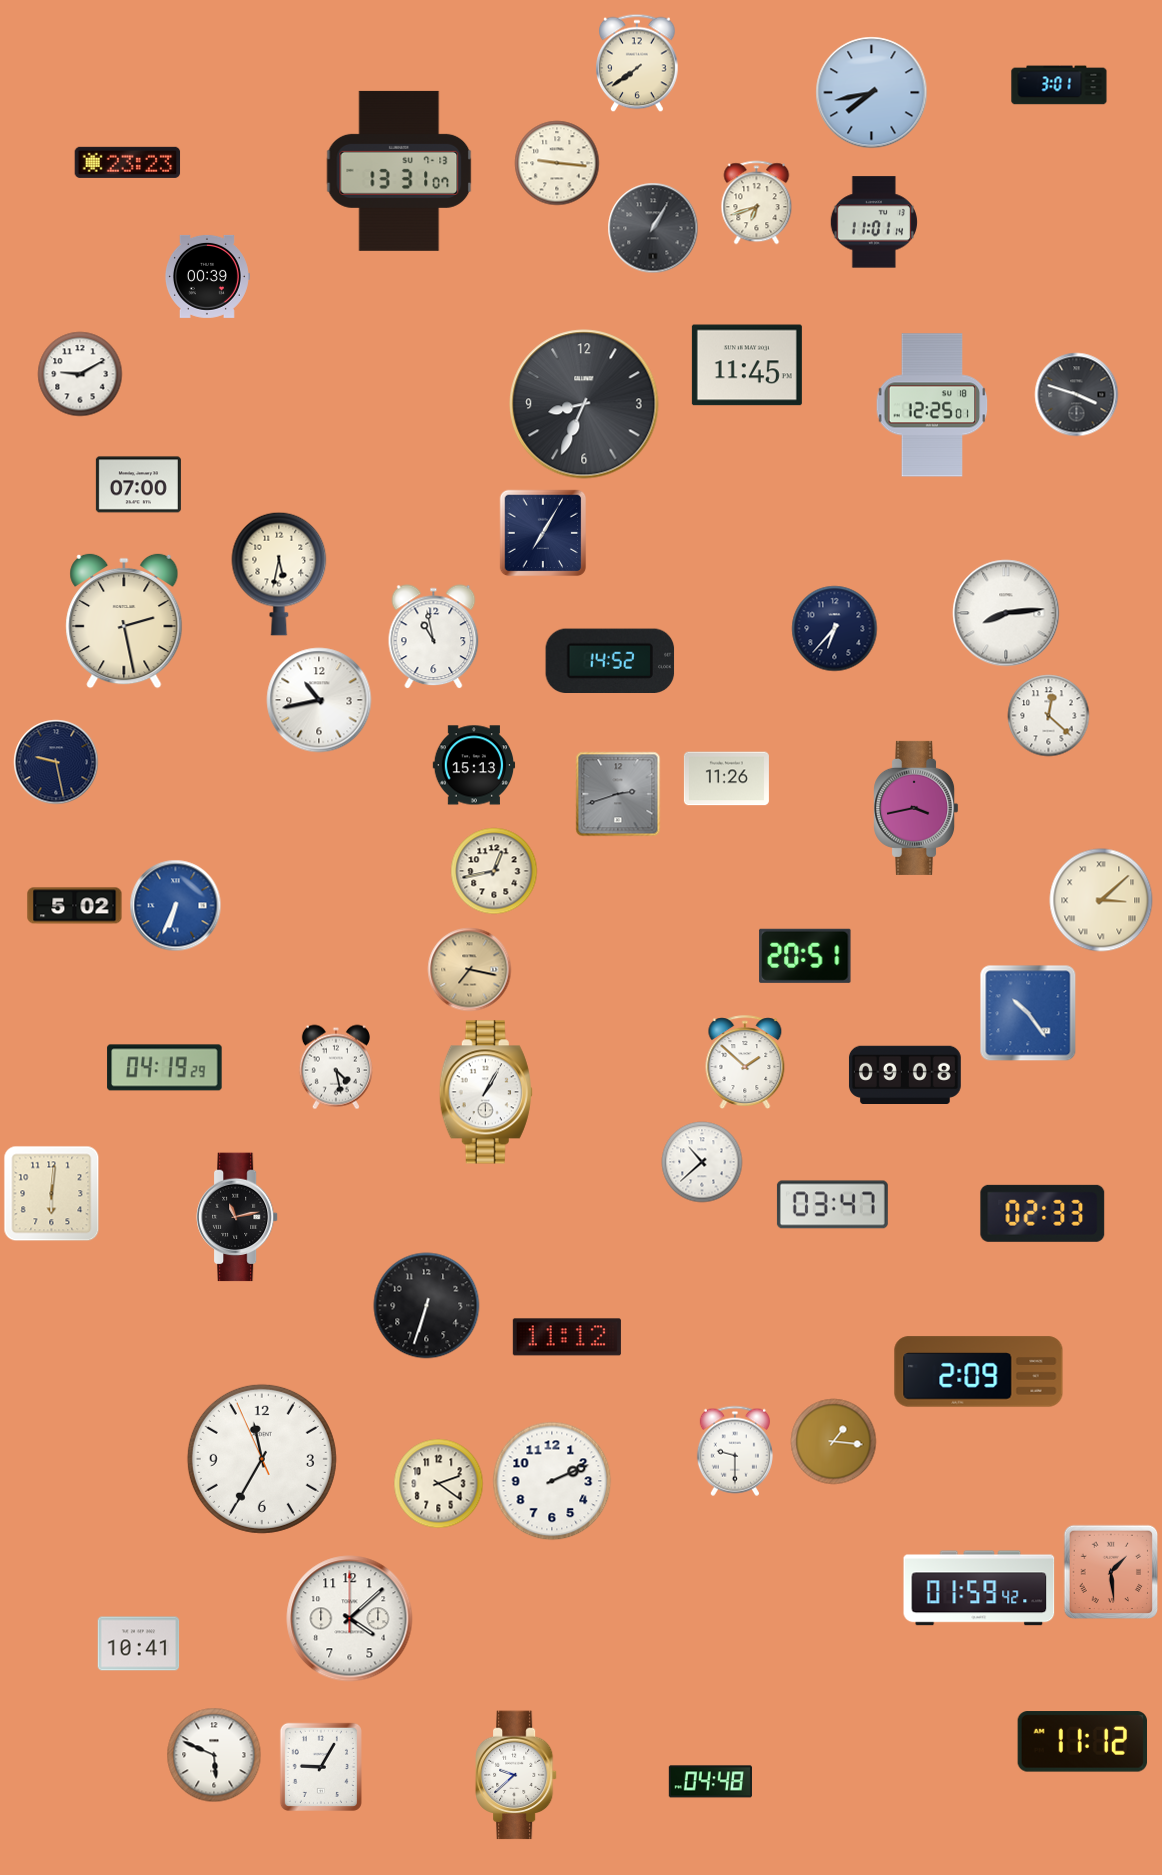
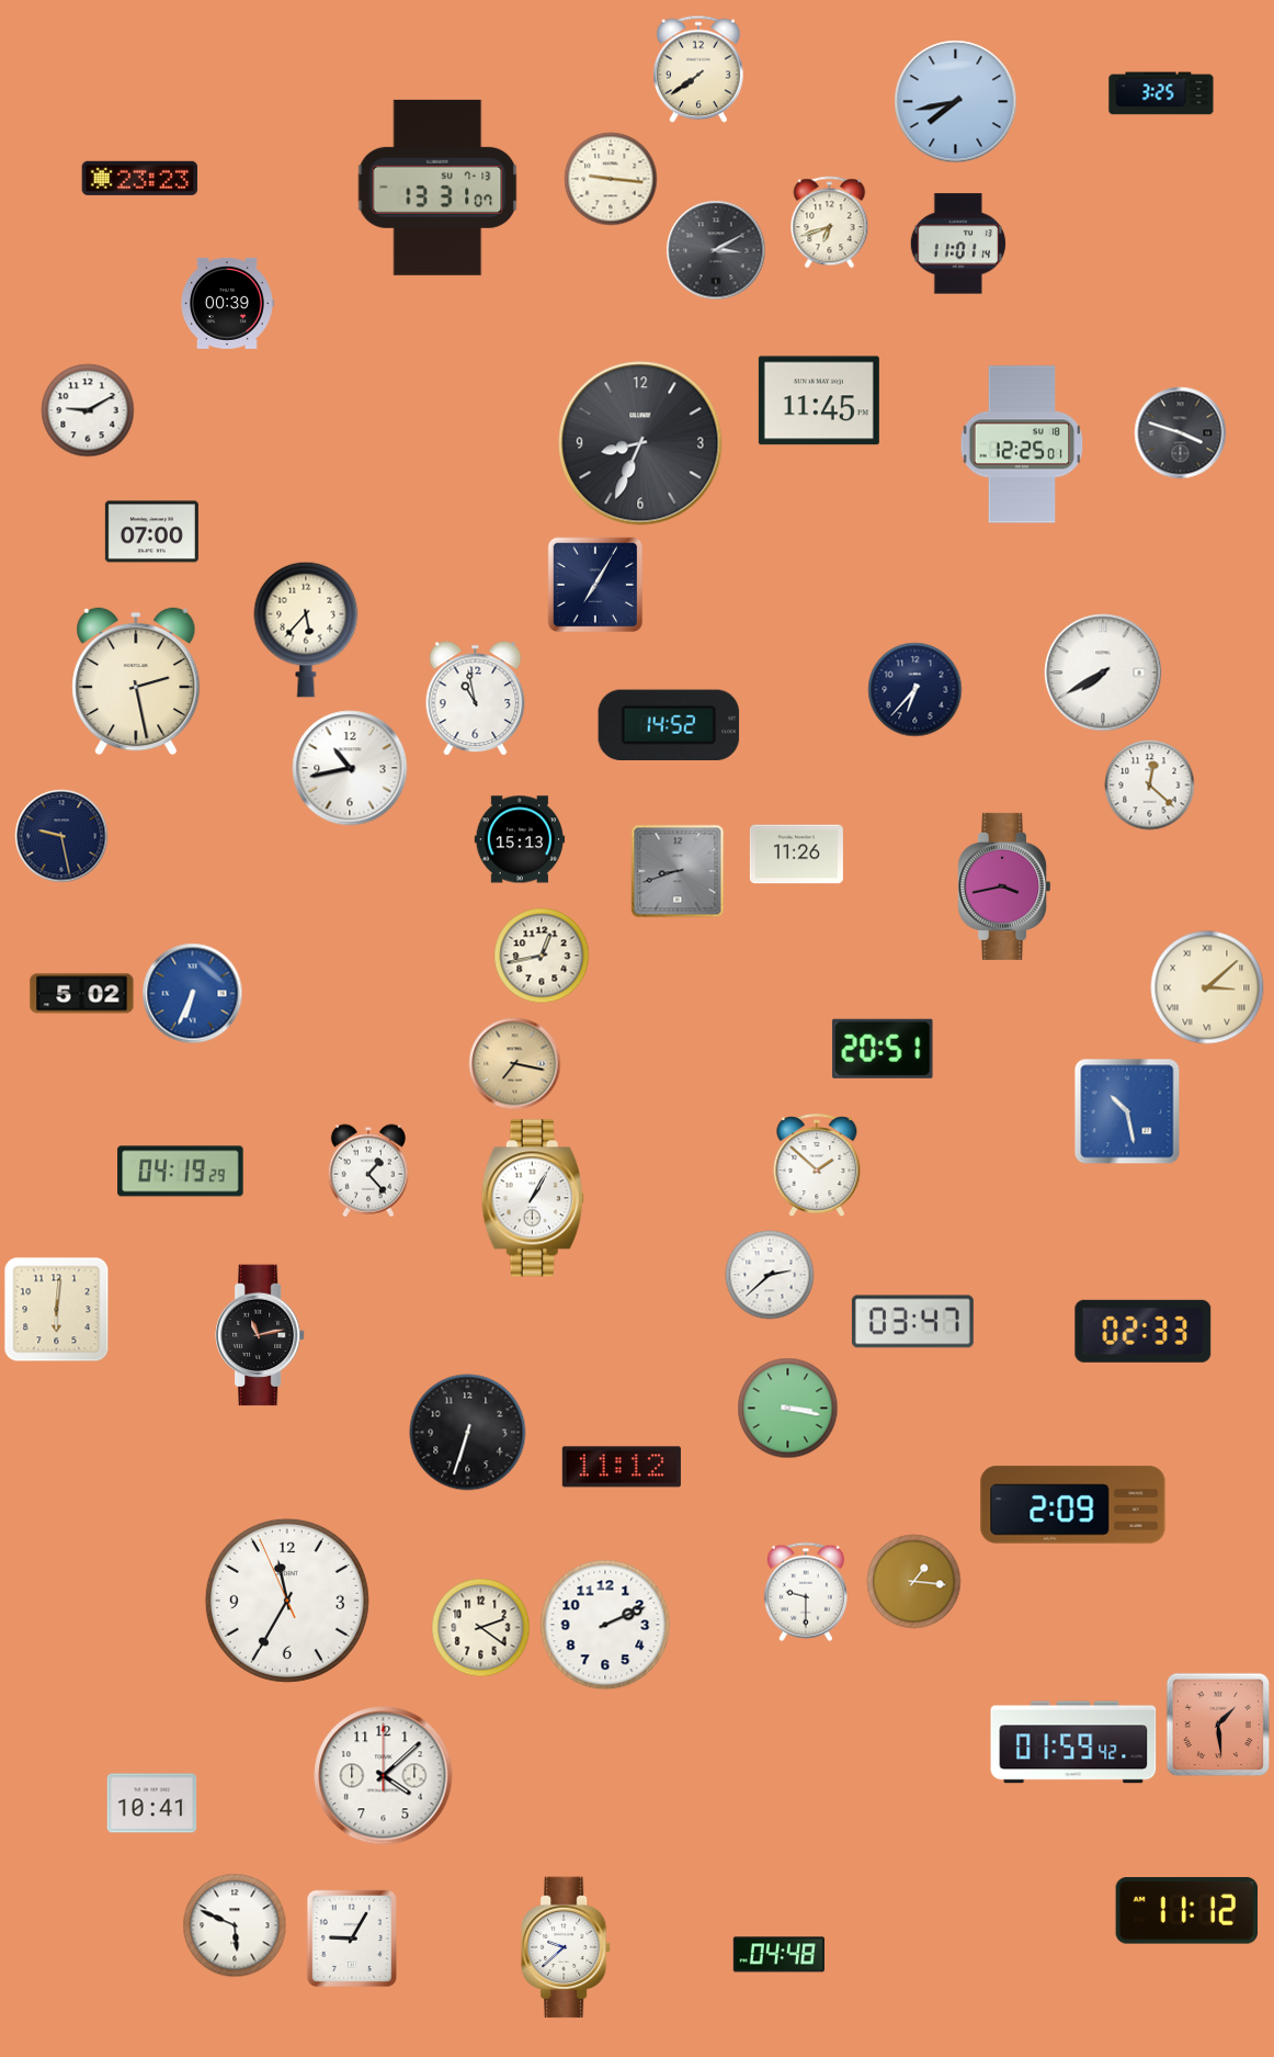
clock at (1059, 85): 3:01 -> 3:25
clock at (653, 228): 1:05 -> 3:10
clock at (279, 574): 5:32 -> 5:37
clock at (1006, 613): 8:14 -> 7:40
clock at (618, 794): 2:42 -> 8:42
clock at (1028, 1013): 10:24 -> 10:28
clock at (336, 1067): 4:28 -> 1:23
clock at (905, 1074): 09:08 -> none
clock at (702, 1162): 10:38 -> 2:38
clock at (788, 1409): none -> 3:17
